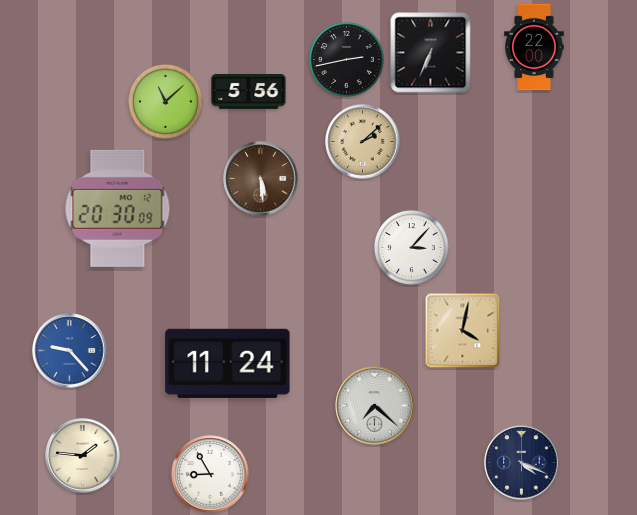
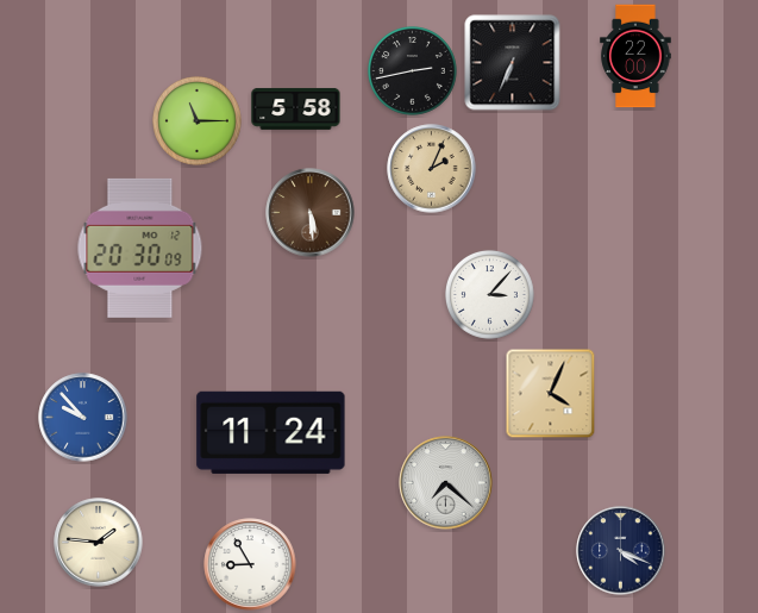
clock at (249, 92): 5:56 -> 5:58
clock at (165, 101): 11:08 -> 11:15
clock at (363, 142): 2:08 -> 2:04
clock at (463, 331): 4:02 -> 4:04
clock at (70, 351): 9:23 -> 9:53
